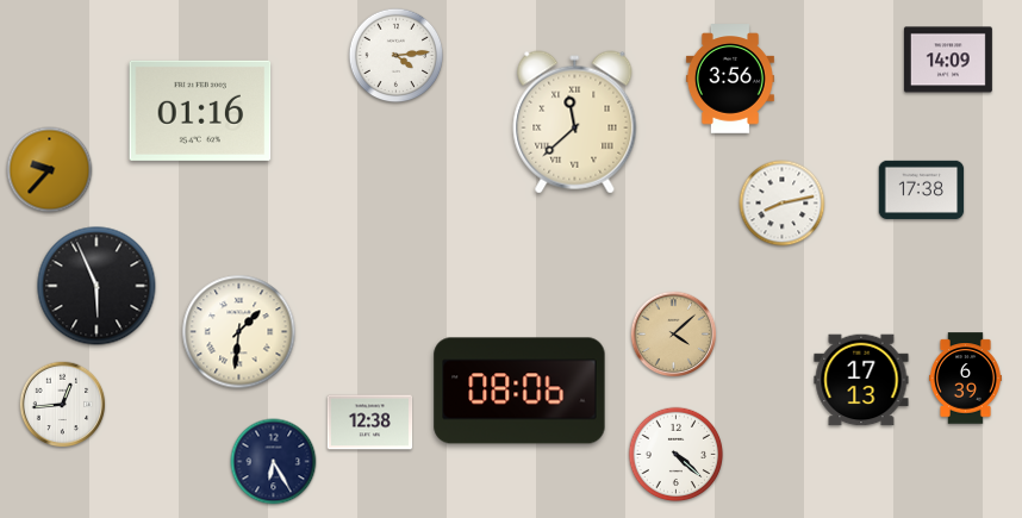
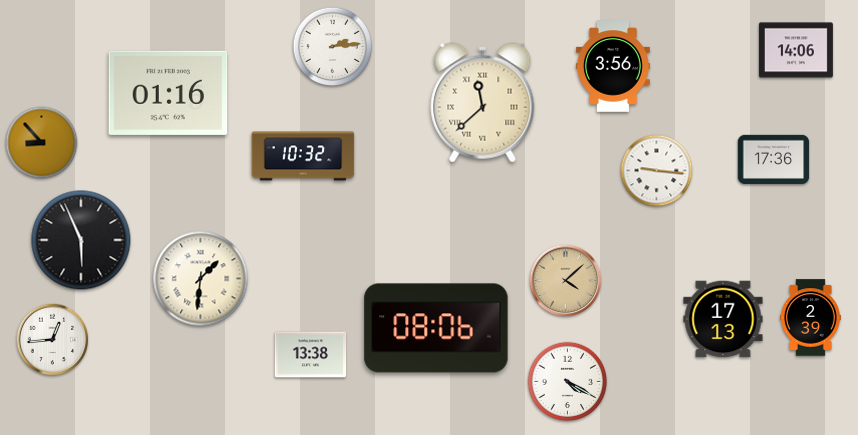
clock at (397, 56): 4:14 -> 2:14
clock at (948, 60): 14:09 -> 14:06
clock at (50, 170): 9:37 -> 8:53
clock at (303, 156): none -> 10:32
clock at (922, 189): 17:38 -> 17:36
clock at (783, 204): 8:13 -> 9:16
clock at (965, 379): 6:39 -> 2:39
clock at (370, 423): 12:38 -> 13:38
clock at (677, 455): 4:22 -> 4:20
clock at (274, 462): 6:25 -> none
